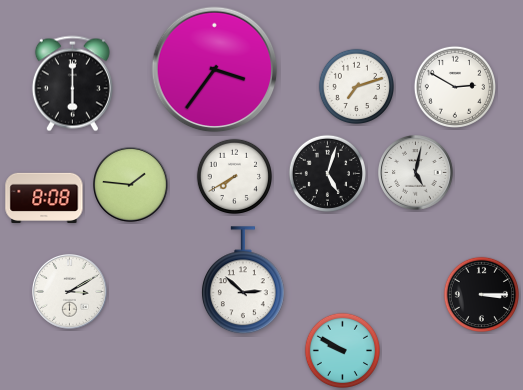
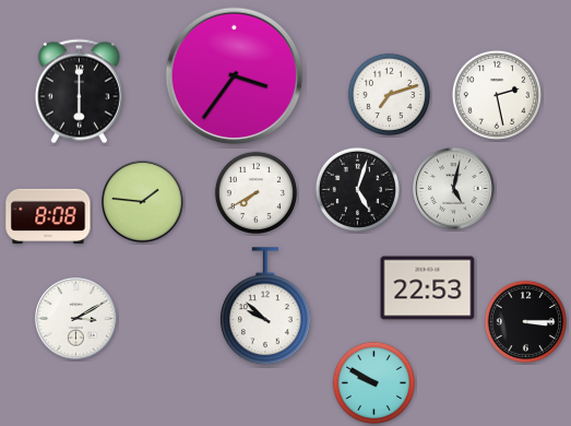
clock at (455, 87): 2:50 -> 2:28
clock at (428, 288): none -> 22:53
clock at (243, 281): 2:52 -> 9:52
